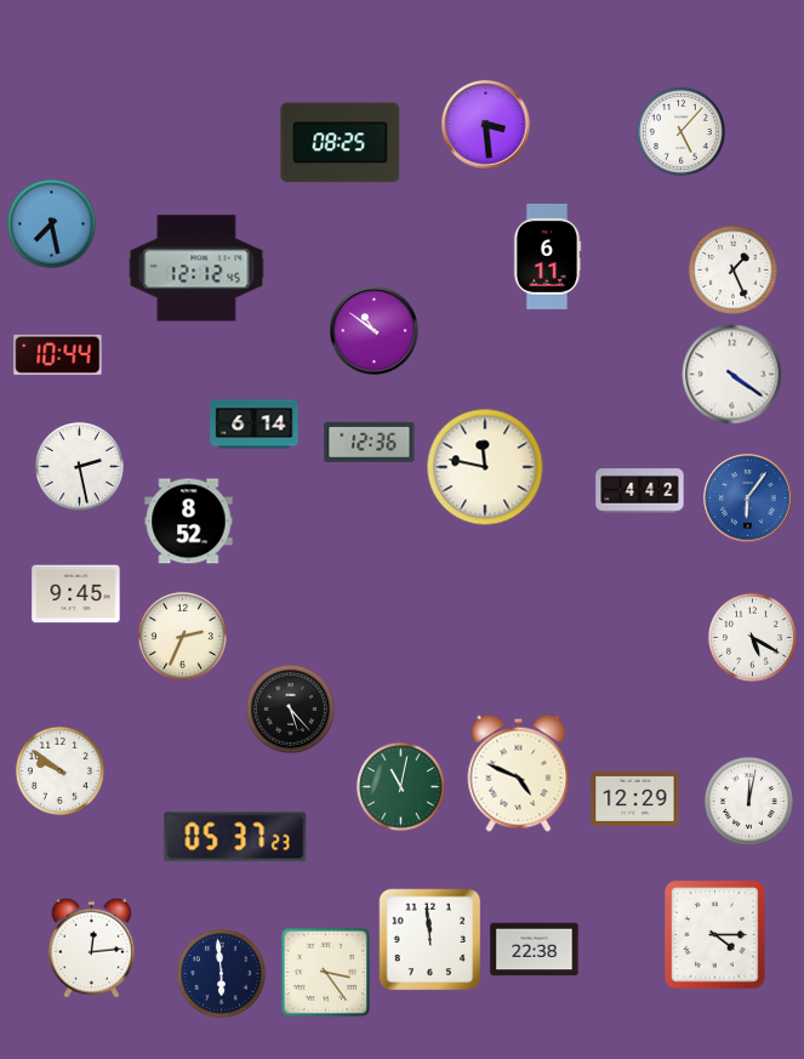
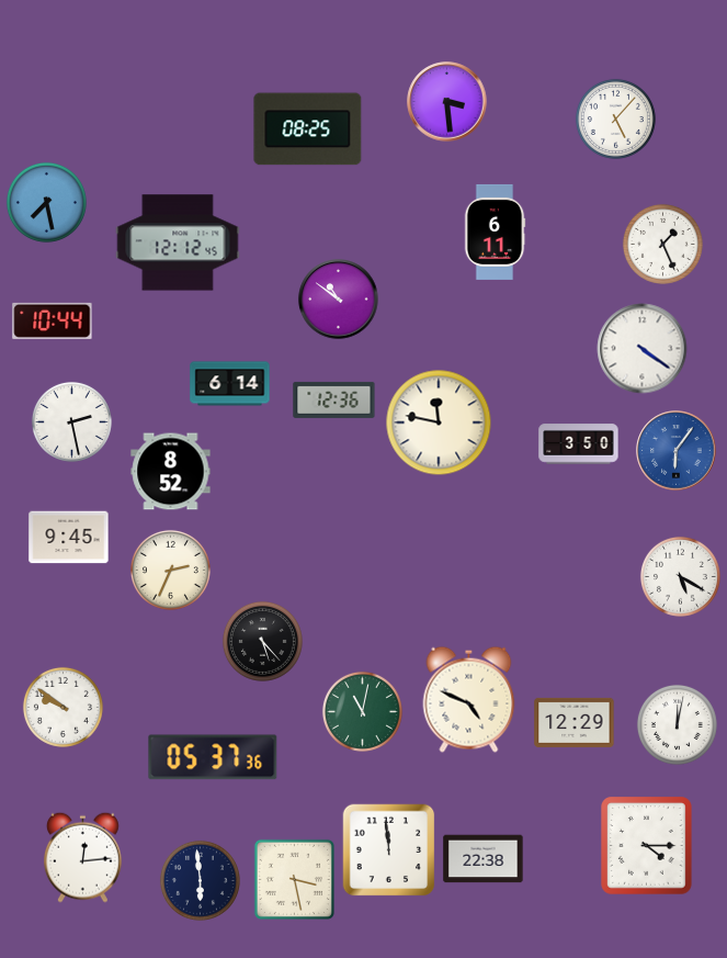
clock at (486, 125) position: (486, 125) -> (447, 102)
clock at (732, 375) position: (732, 375) -> (643, 349)
clock at (640, 491): 4:42 -> 3:50
clock at (182, 636) position: (182, 636) -> (170, 570)
clock at (59, 770) position: (59, 770) -> (63, 707)
clock at (235, 837): 05:37:23 -> 05:37:36
clock at (325, 972): 3:24 -> 3:28
